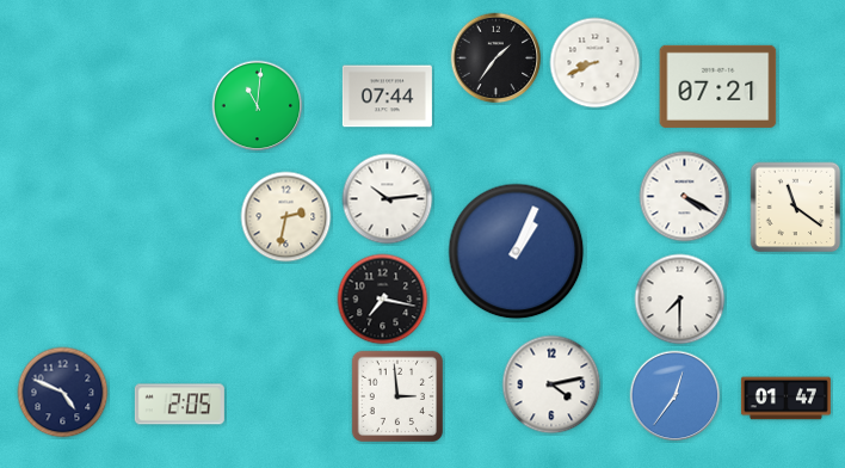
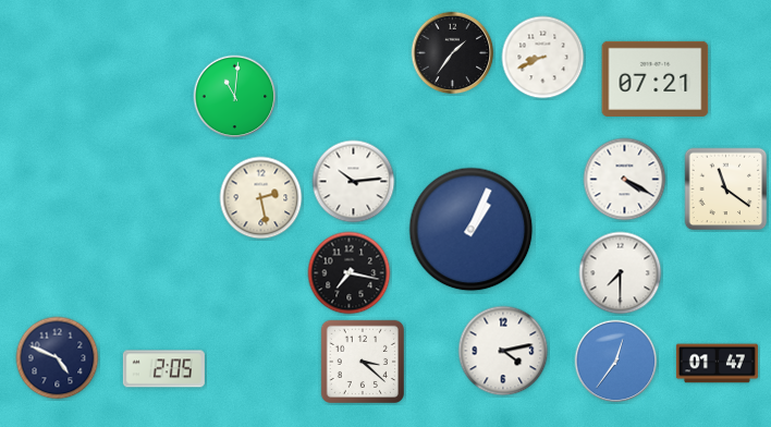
clock at (387, 97): 07:44 -> none
clock at (286, 217): 2:32 -> 2:28
clock at (396, 395): 2:59 -> 3:22
